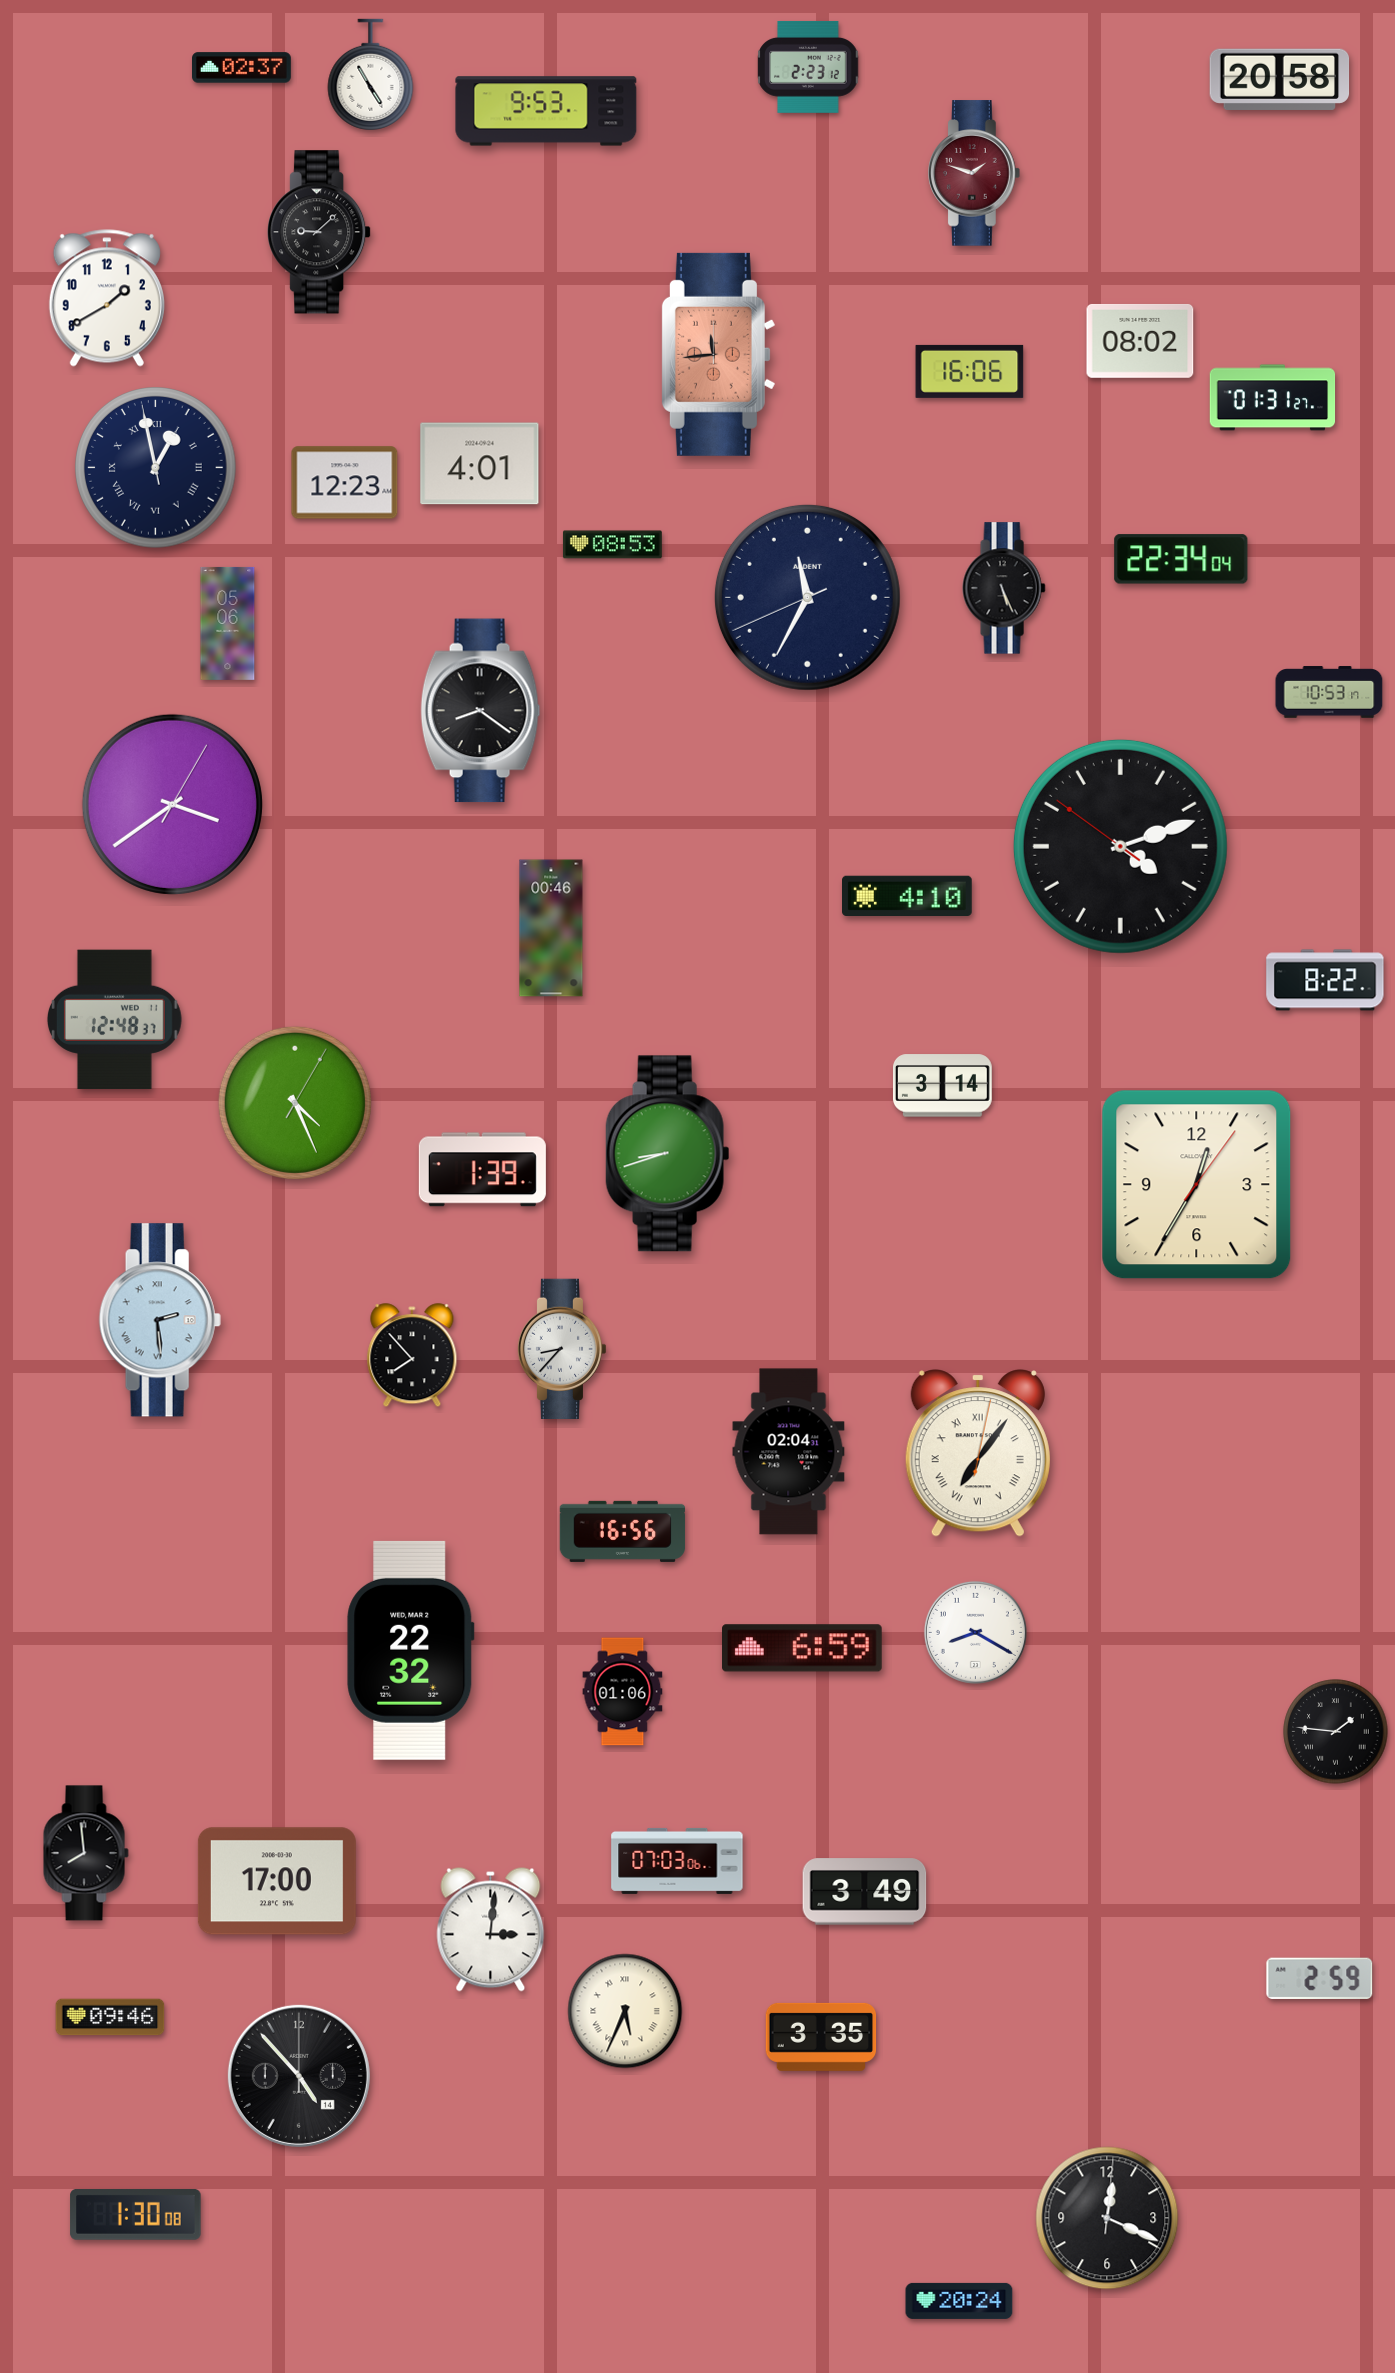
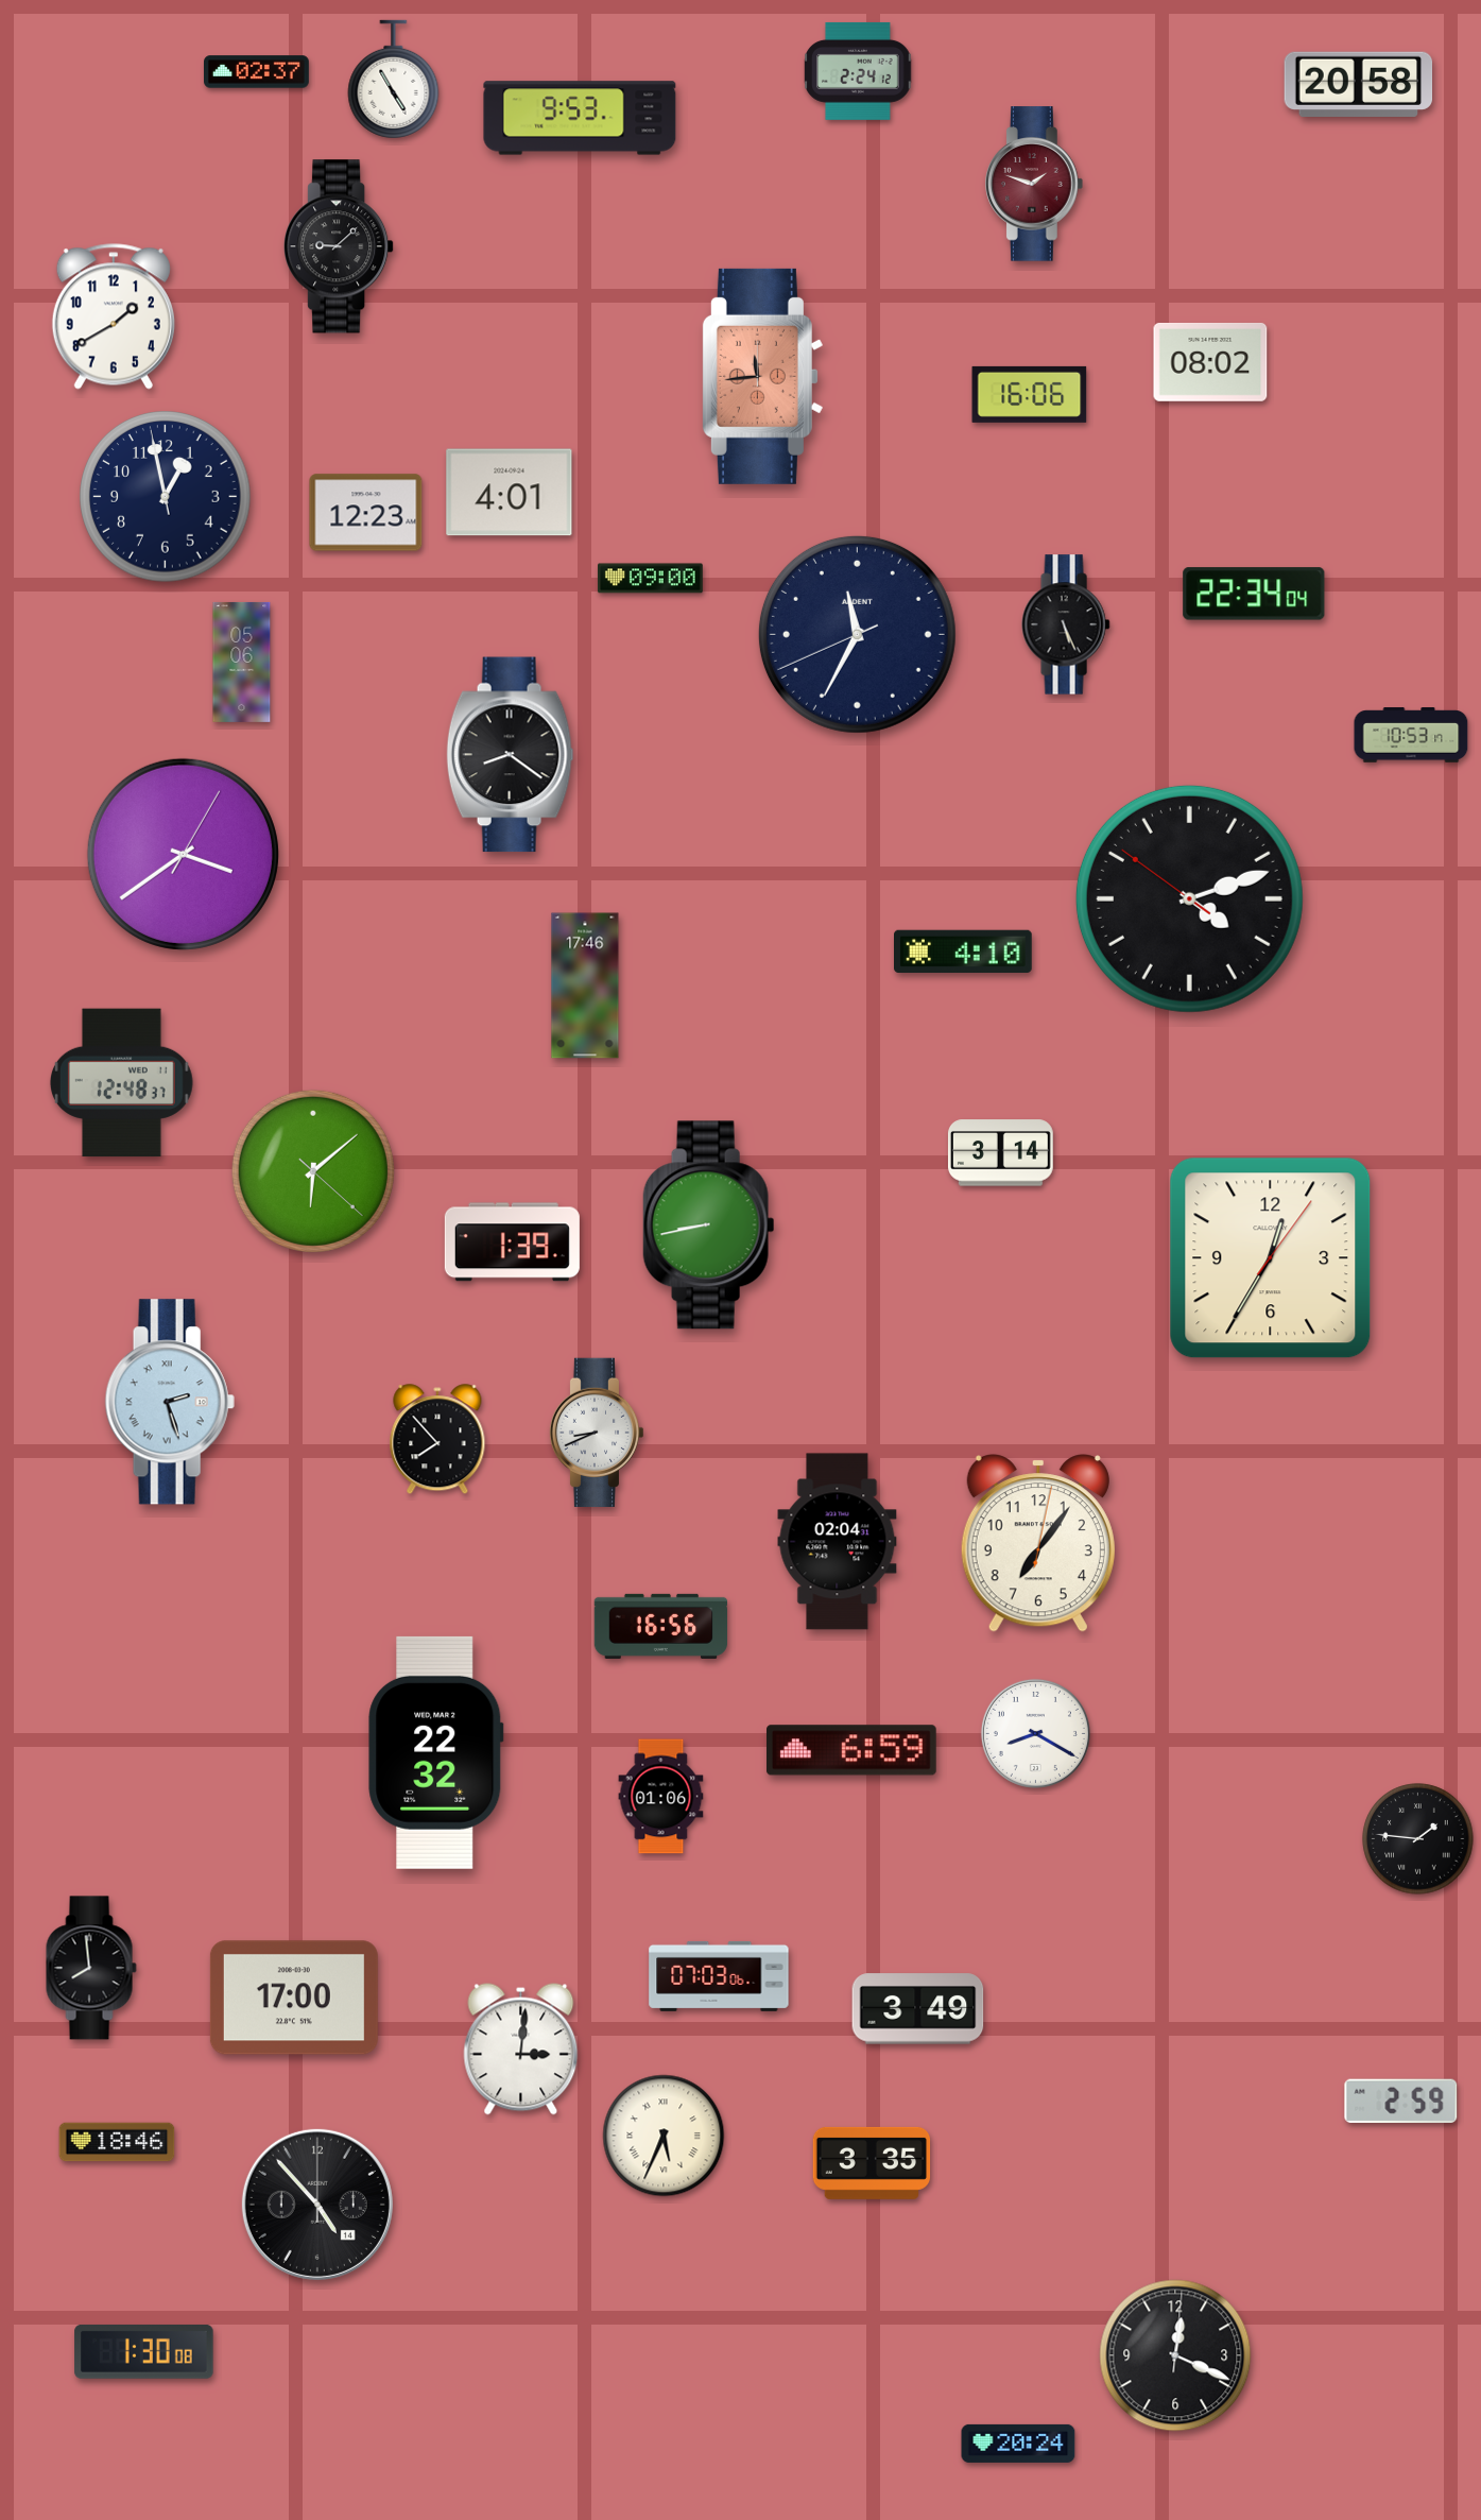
clock at (808, 67): 2:23 -> 2:24
clock at (1273, 398): 01:31 -> none
clock at (156, 468) numerals: Roman -> Arabic
clock at (612, 545): 08:53 -> 09:00
clock at (551, 928): 00:46 -> 17:46
clock at (1325, 980): 8:22 -> none
clock at (295, 1103): 4:26 -> 6:08
clock at (668, 1154): 8:42 -> 8:43
clock at (160, 1320): 2:29 -> 2:27
clock at (562, 1348): 8:37 -> 8:41
clock at (978, 1453) numerals: Roman -> Arabic
clock at (110, 2017): 09:46 -> 18:46
